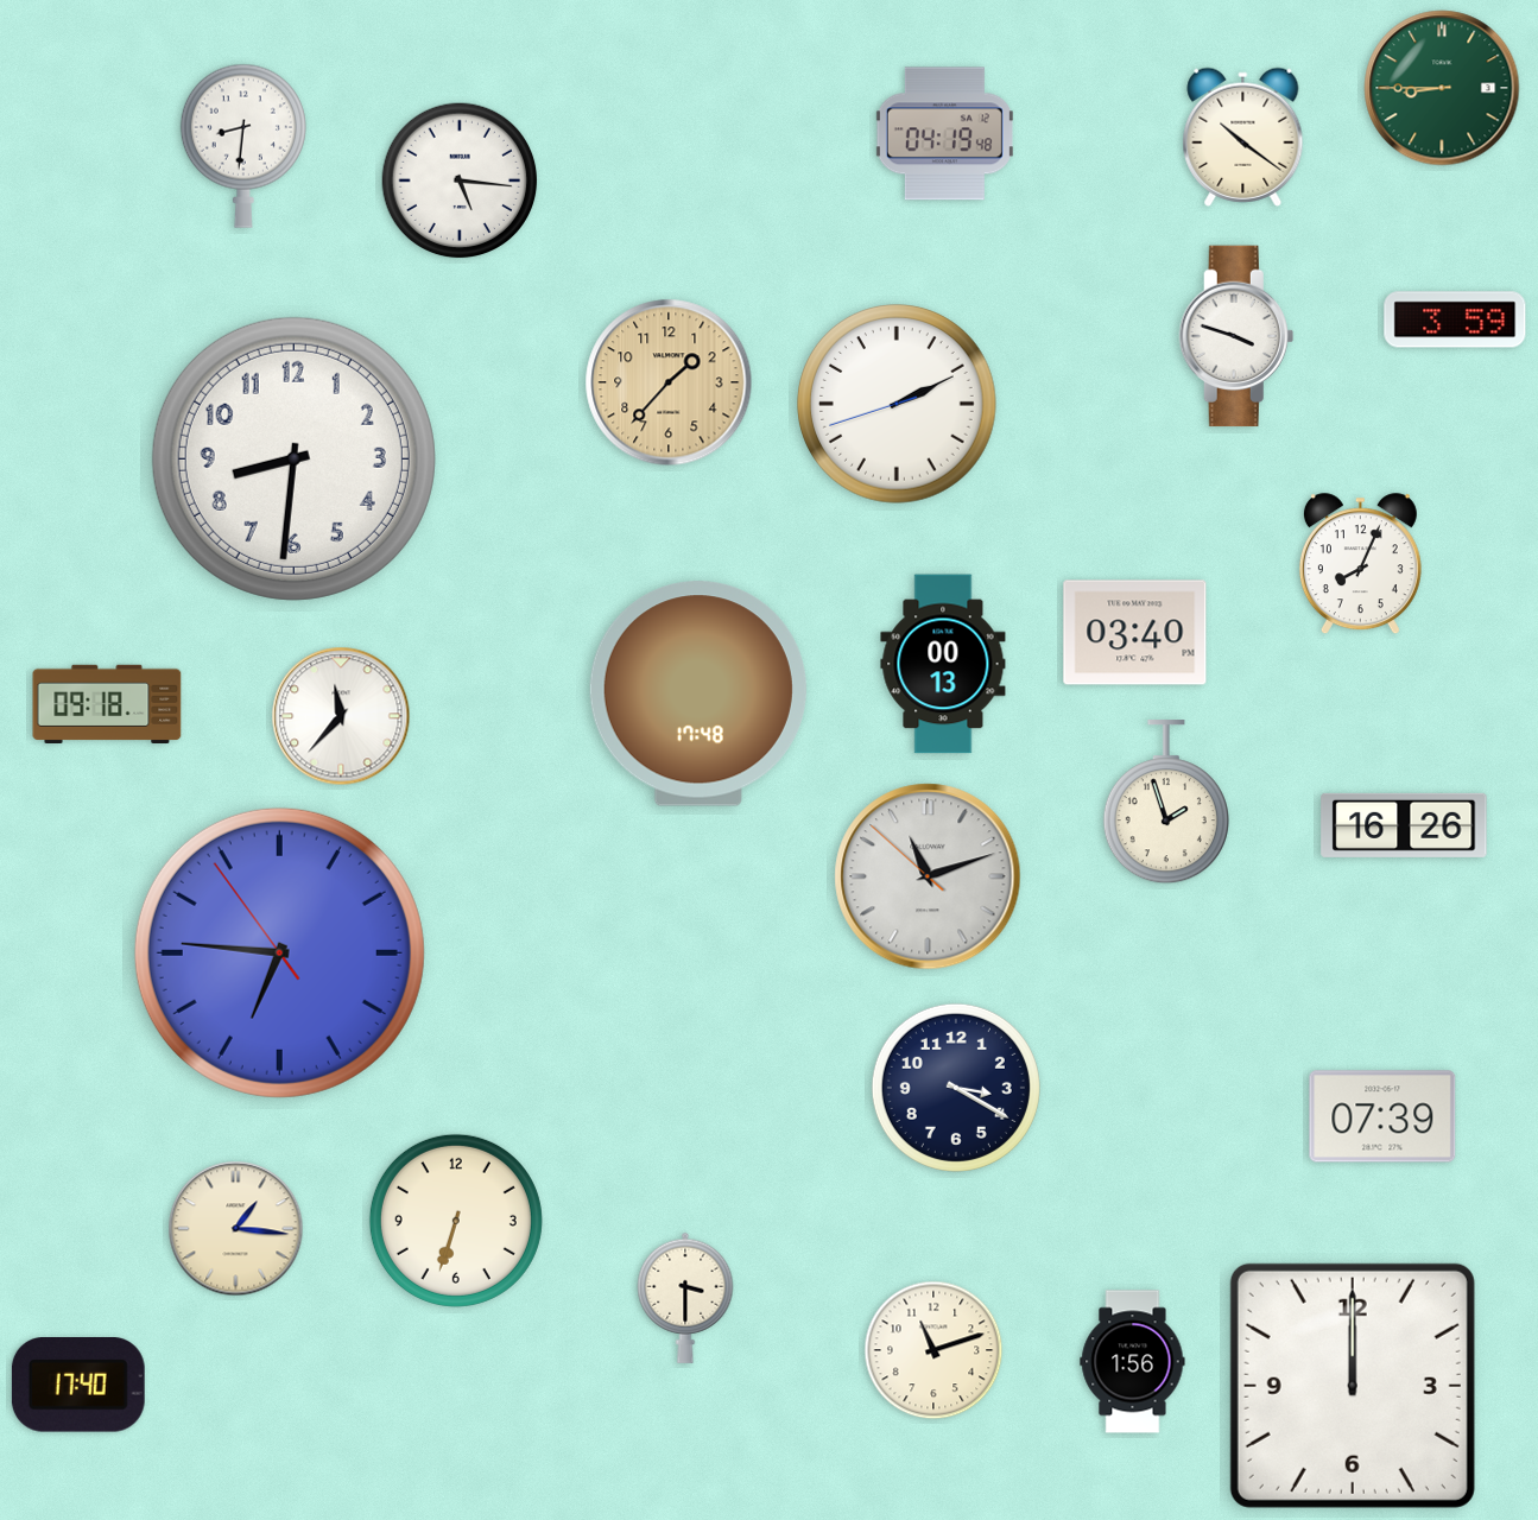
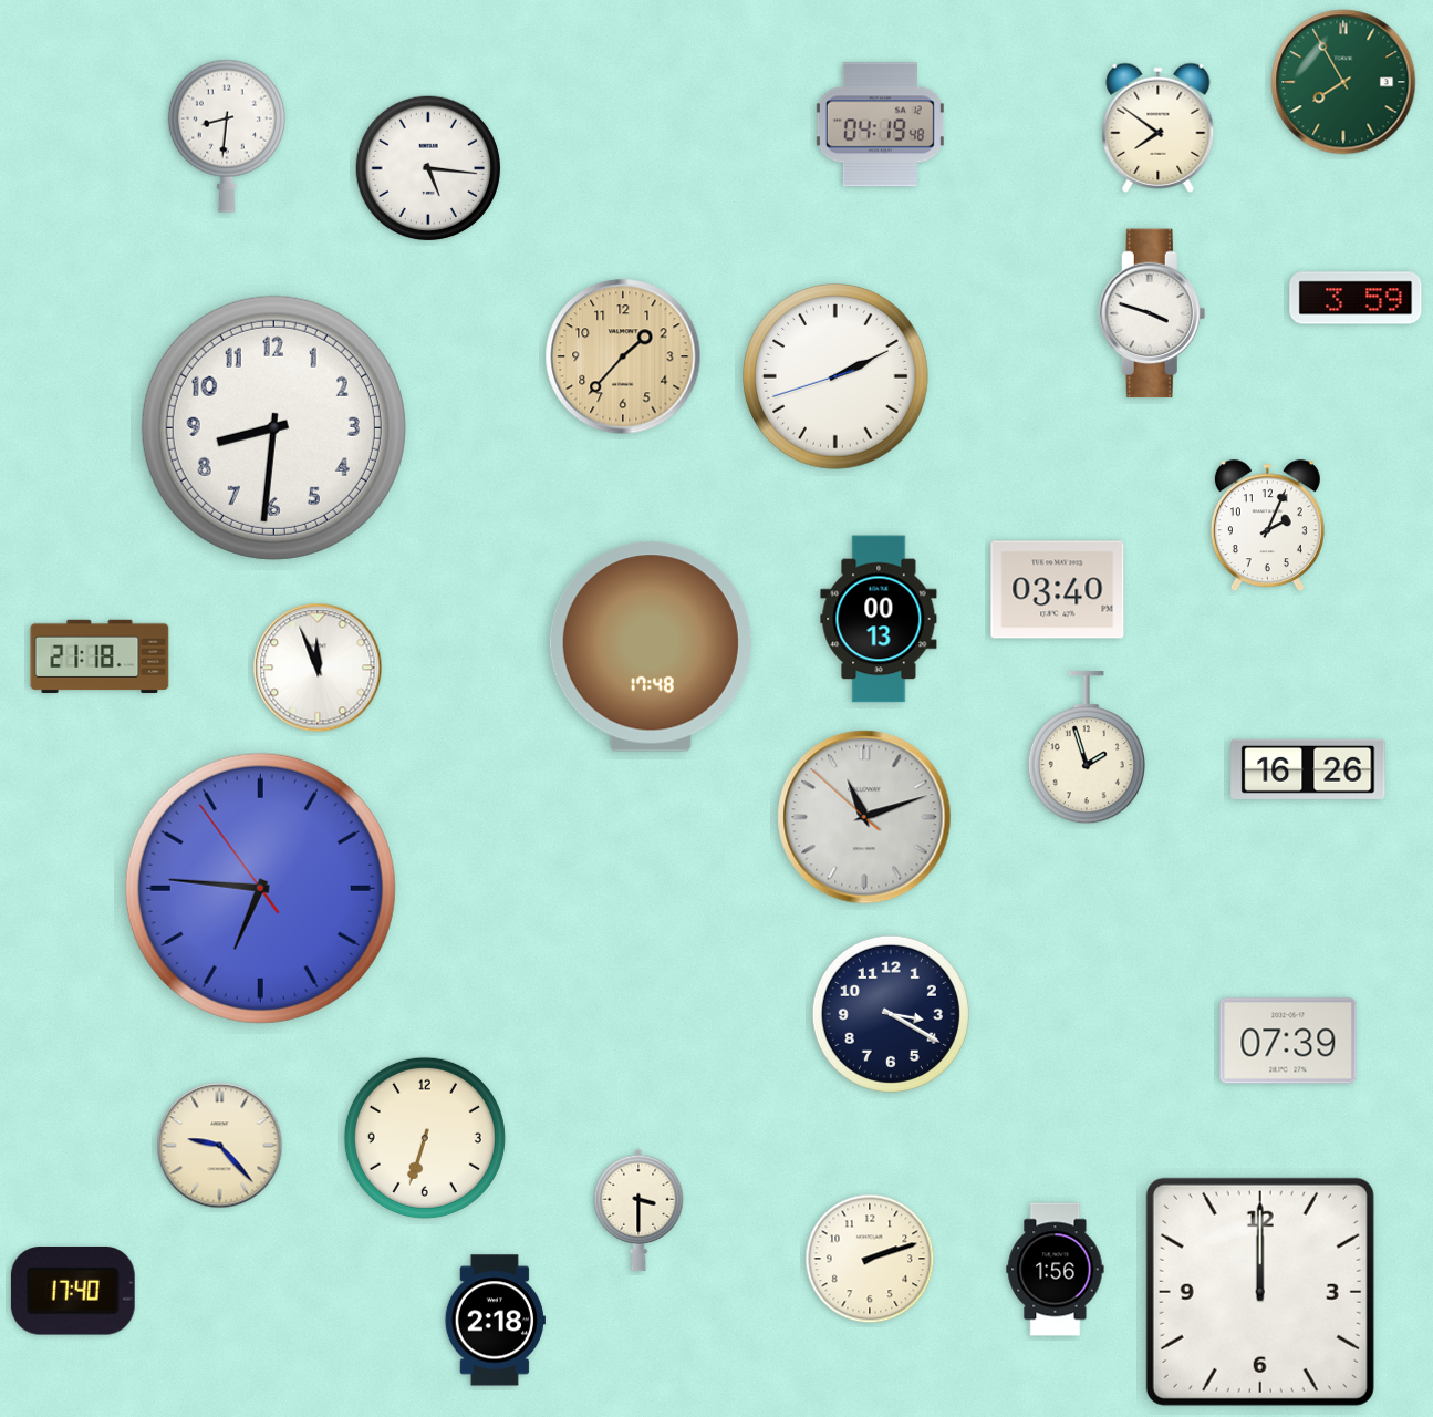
clock at (1442, 88): 8:45 -> 7:55
clock at (1243, 137): 10:21 -> 7:51
clock at (1360, 564): 8:04 -> 2:04
clock at (107, 703): 09:18 -> 21:18
clock at (341, 716): 11:37 -> 11:56
clock at (236, 1229): 1:16 -> 9:23
clock at (933, 1350): 11:12 -> 2:12
clock at (495, 1321): none -> 2:18
